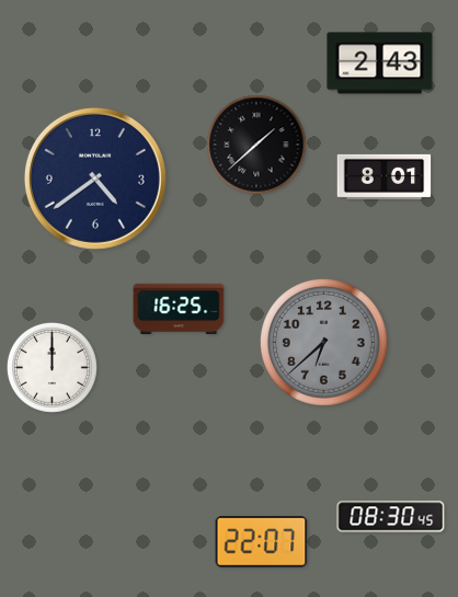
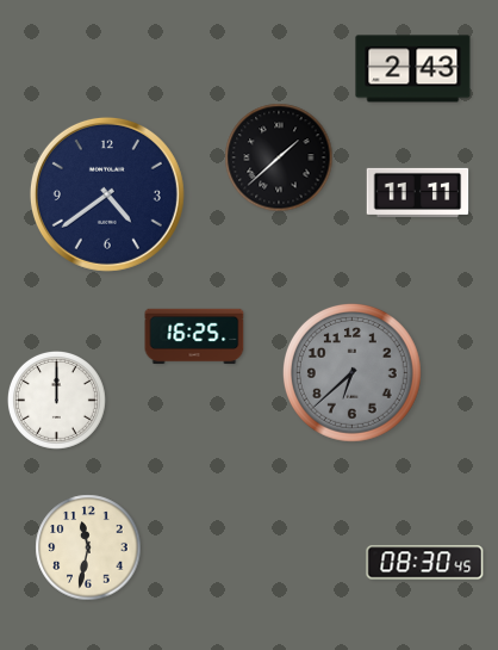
clock at (385, 176): 8:01 -> 11:11
clock at (95, 179) position: (95, 179) -> (107, 194)
clock at (88, 547): none -> 11:32
clock at (262, 542): 22:07 -> none
